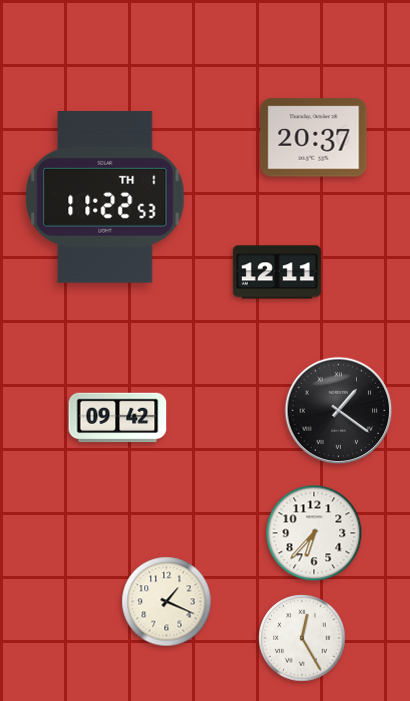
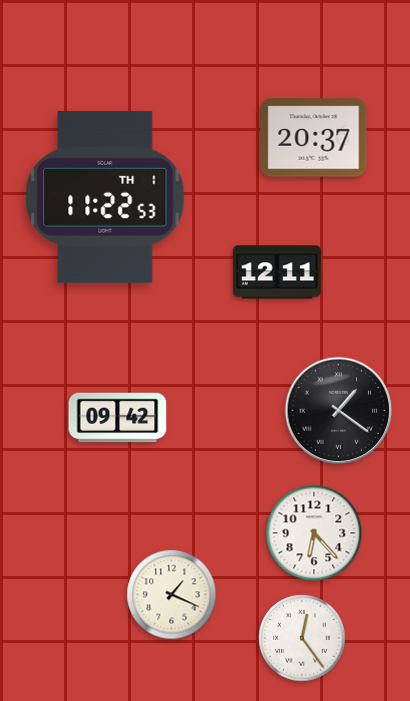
clock at (314, 533): 6:37 -> 6:23
clock at (167, 602) position: (167, 602) -> (172, 595)
clock at (302, 638): 12:25 -> 12:24
